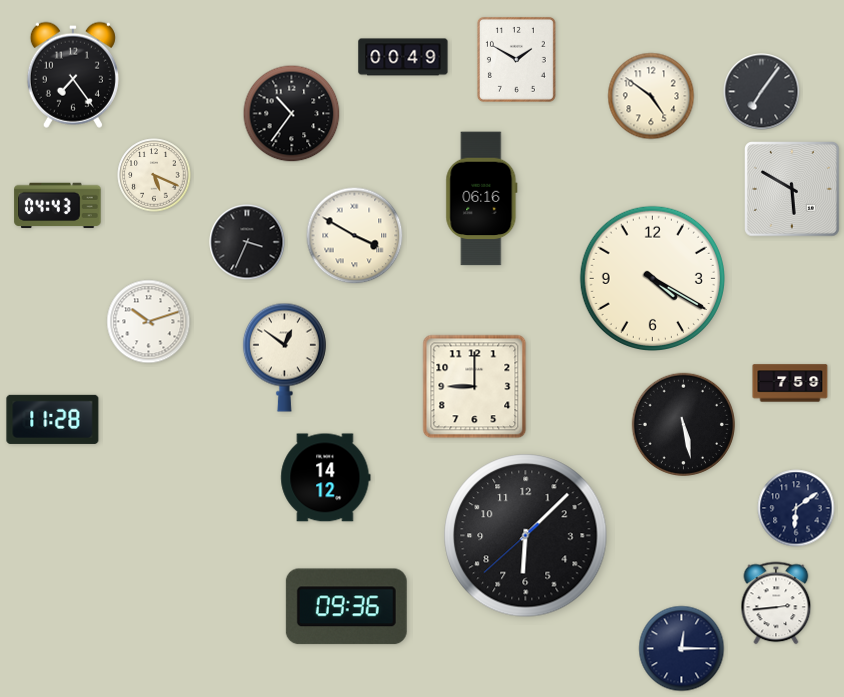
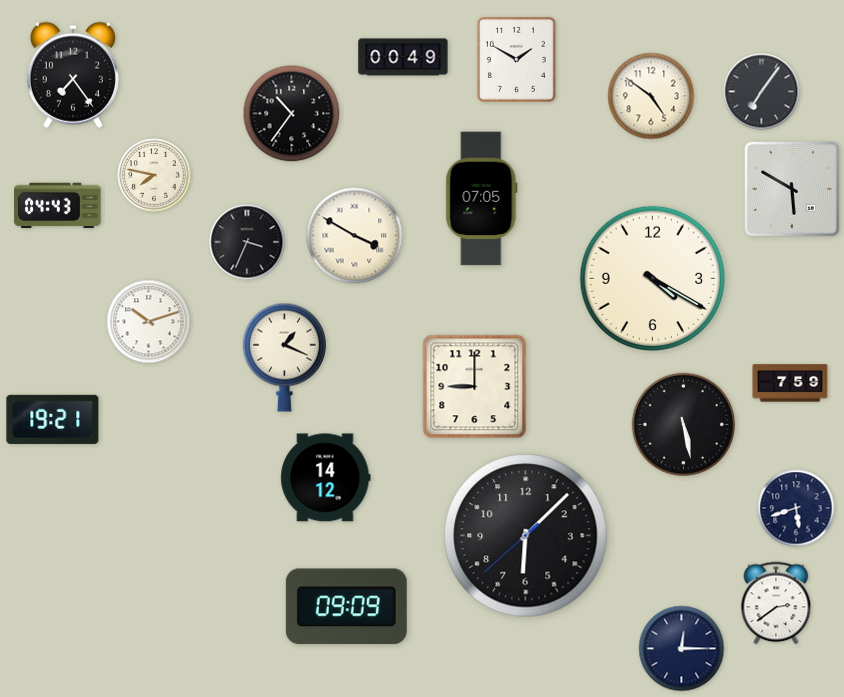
clock at (154, 175): 5:19 -> 7:47
clock at (482, 199): 06:16 -> 07:05
clock at (284, 357): 12:51 -> 1:19
clock at (53, 419): 11:28 -> 19:21
clock at (796, 508): 6:09 -> 5:42
clock at (776, 603): 2:44 -> 2:39
clock at (346, 607): 09:36 -> 09:09
